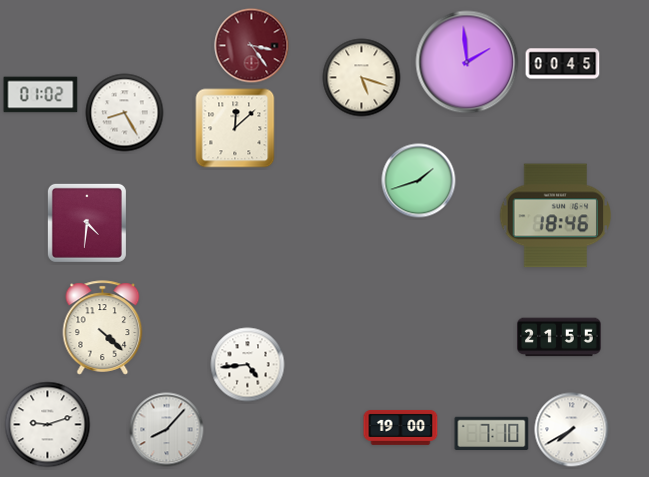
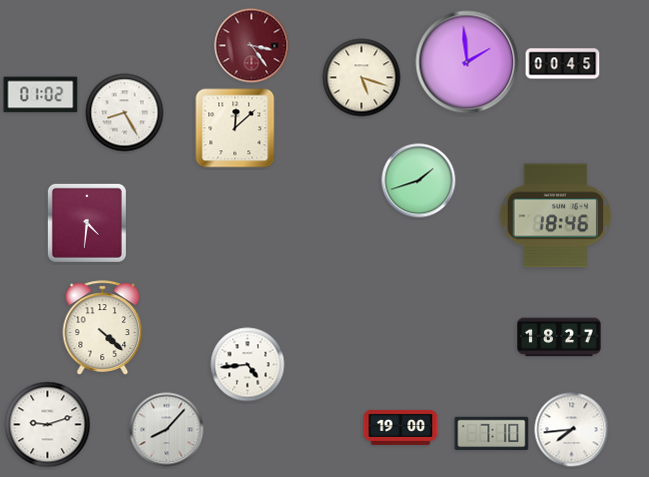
clock at (560, 337): 21:55 -> 18:27
clock at (572, 430): 7:40 -> 7:44
